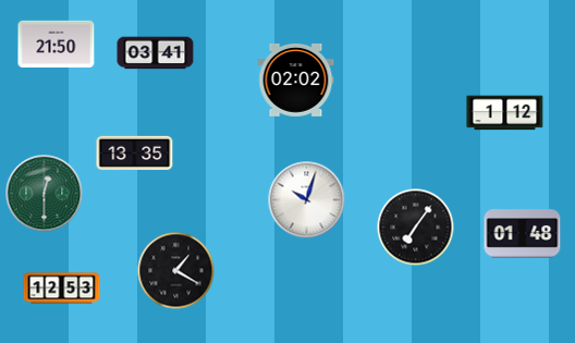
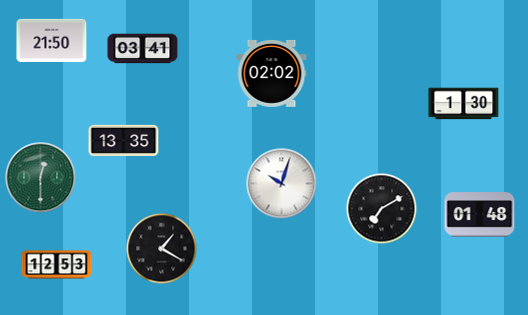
clock at (505, 113): 1:12 -> 1:30
clock at (416, 228): 7:06 -> 7:10
